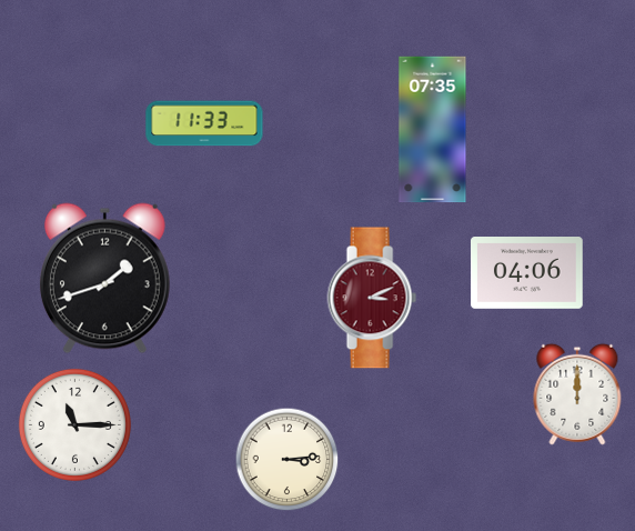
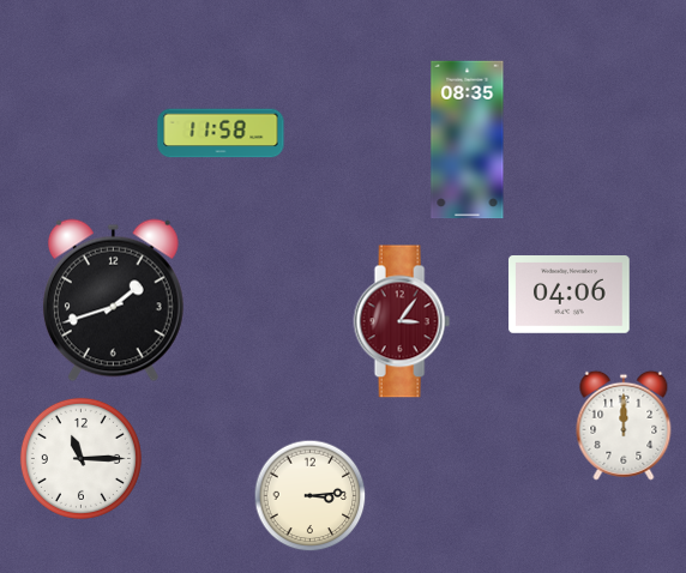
clock at (204, 123): 11:33 -> 11:58
clock at (433, 130): 07:35 -> 08:35
clock at (372, 298): 3:11 -> 3:06
